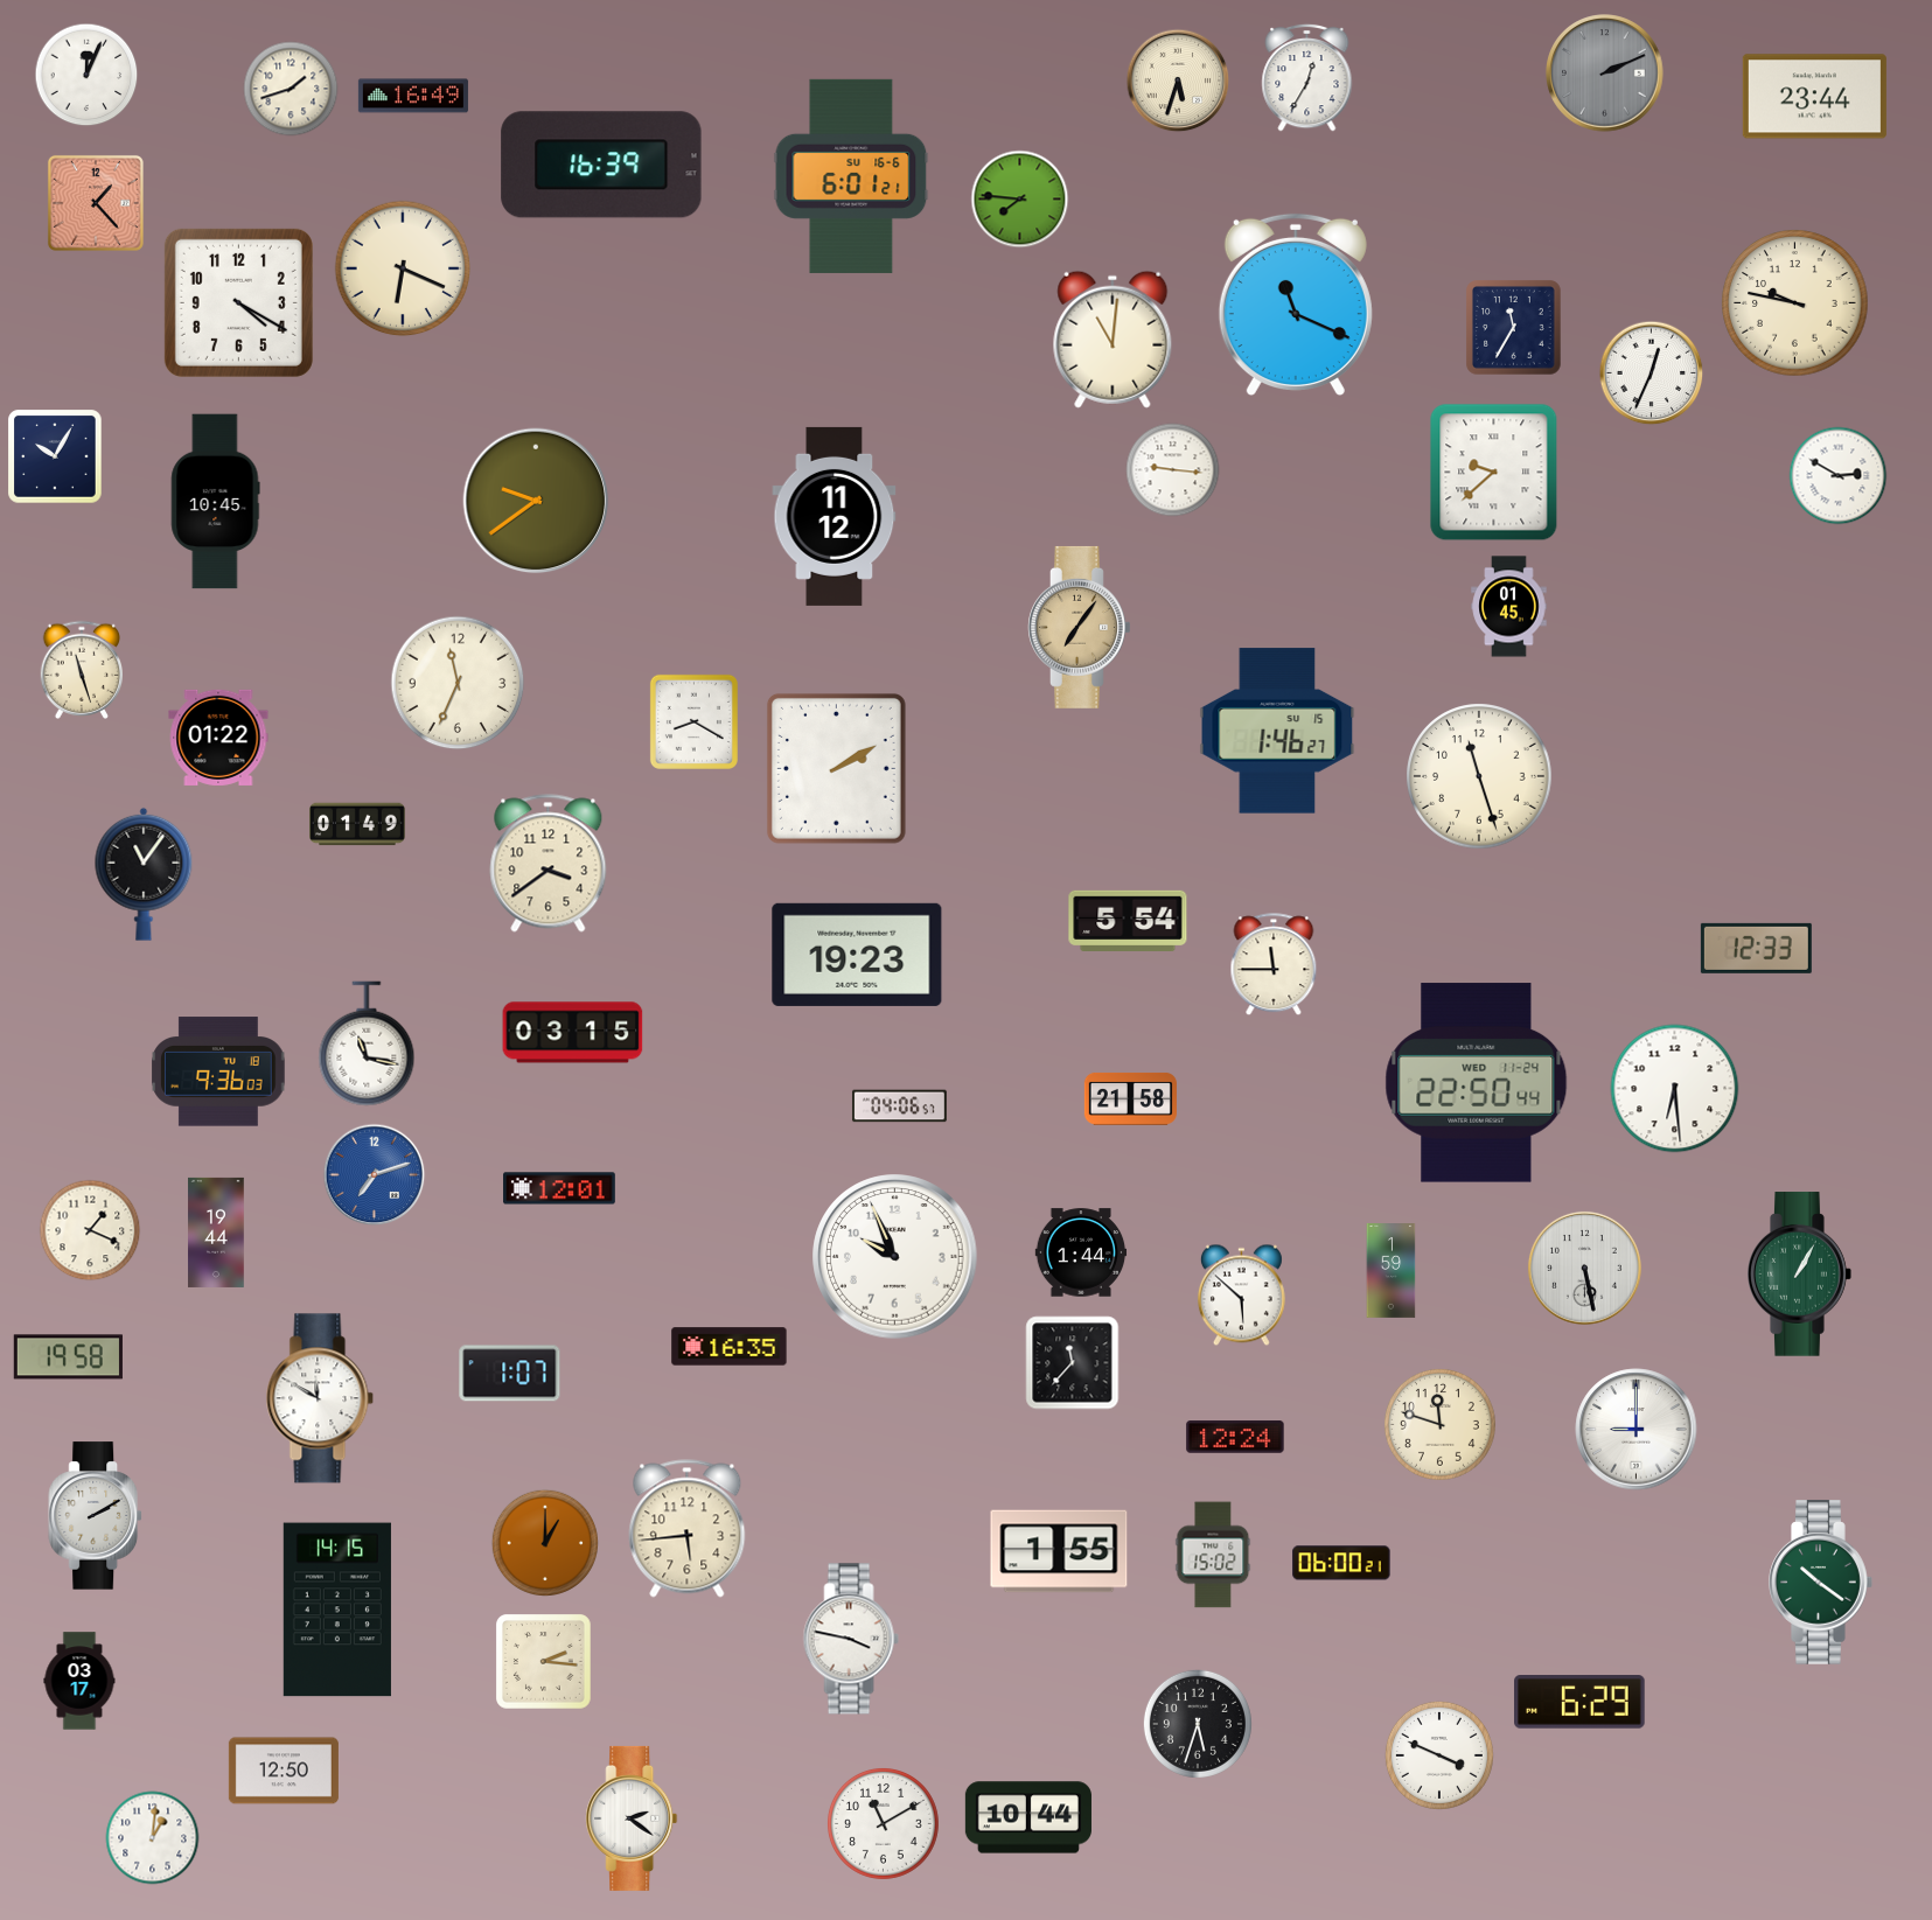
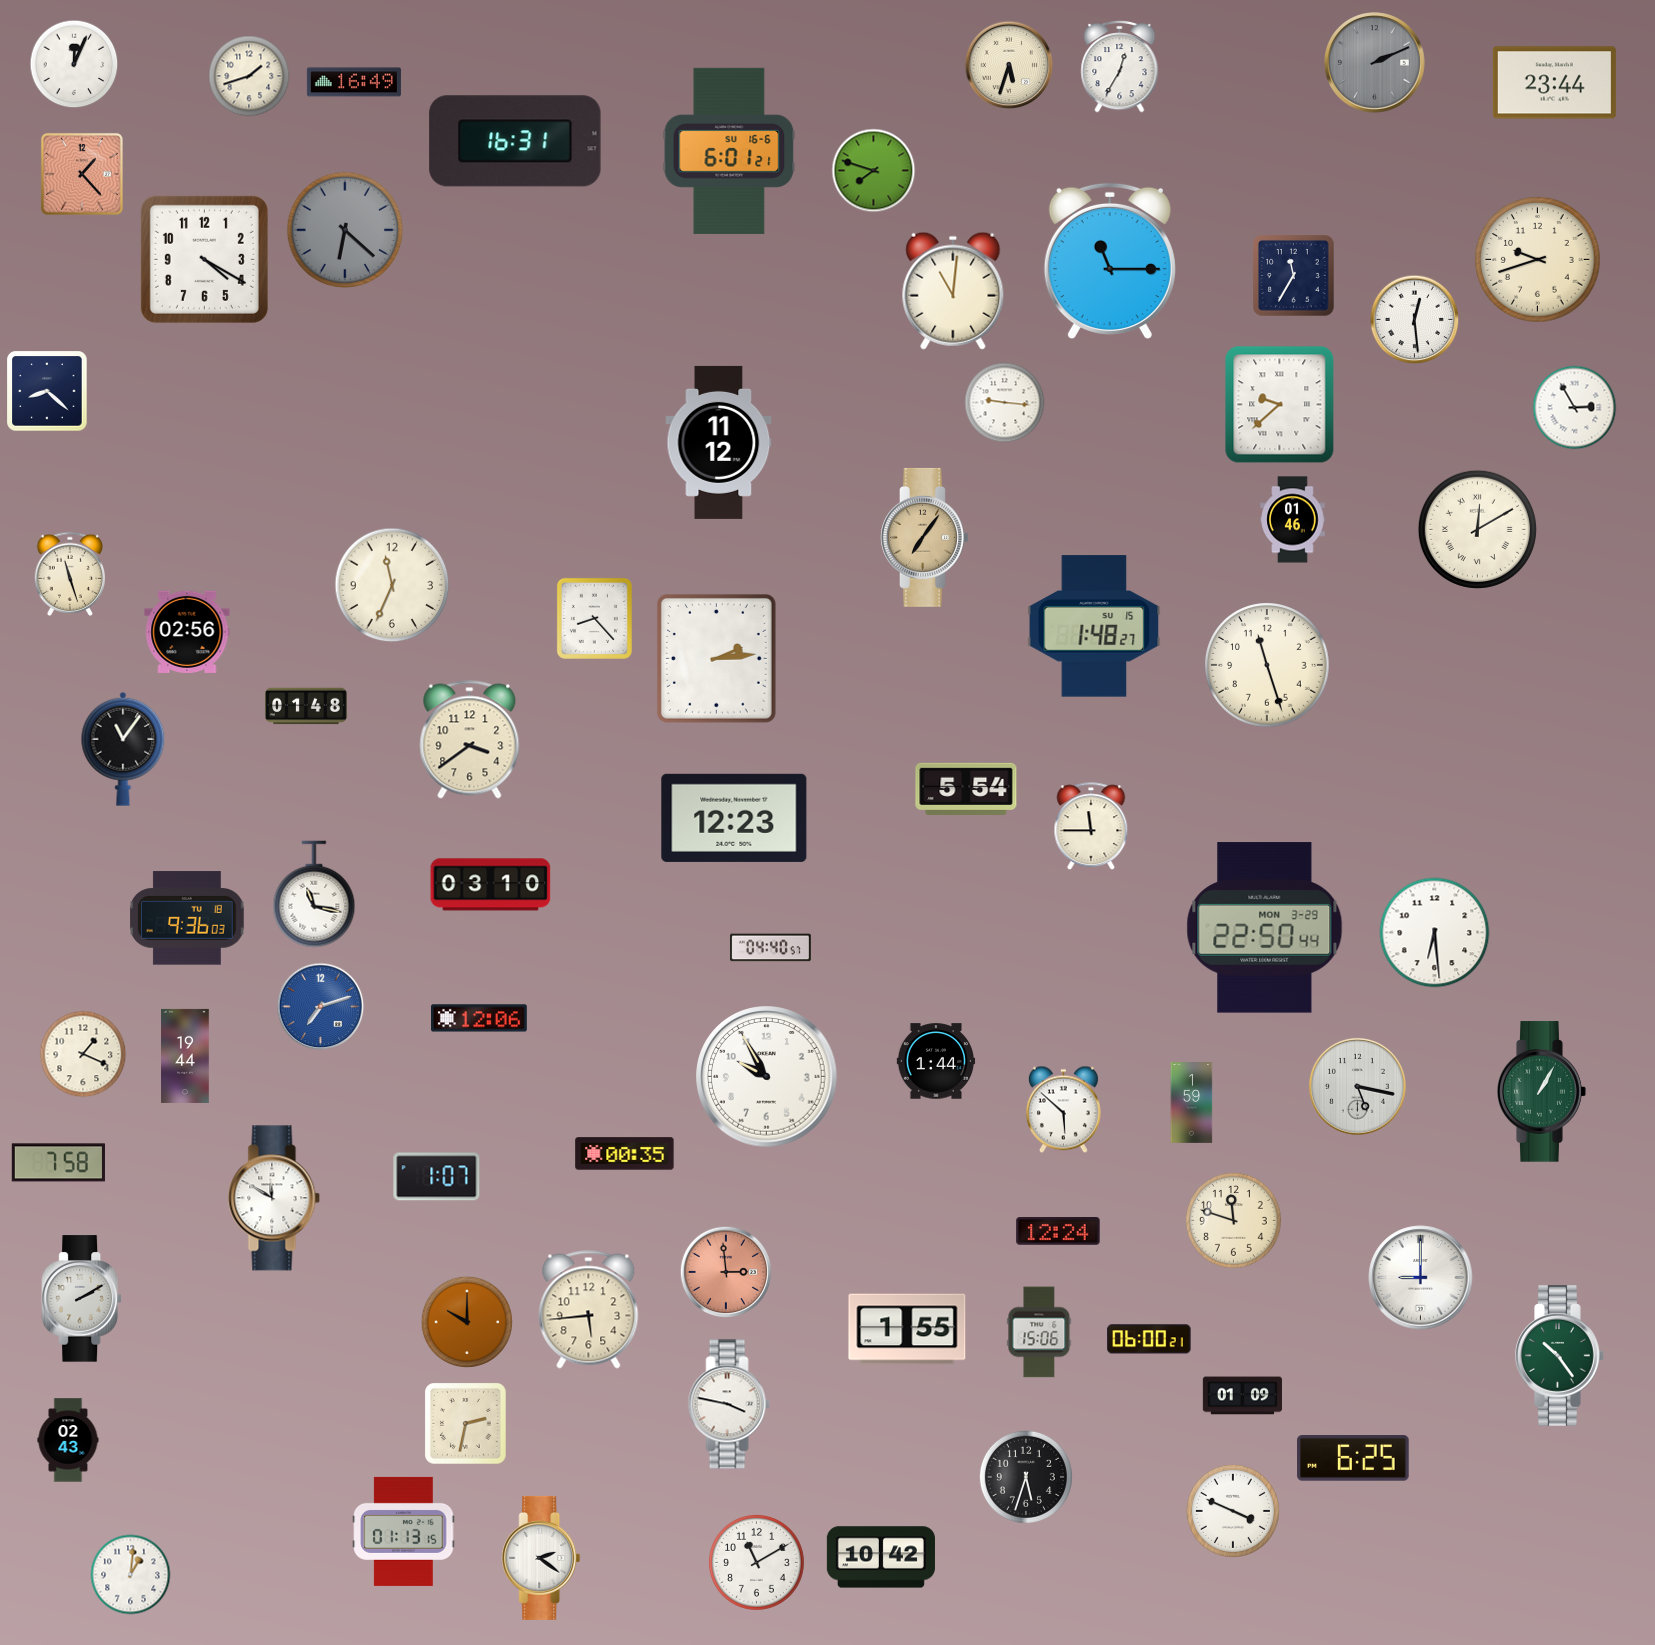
clock at (1178, 81) position: (1178, 81) -> (1009, 65)
clock at (601, 165): 16:39 -> 16:31
clock at (1020, 200): 7:46 -> 7:48
clock at (403, 268): 6:19 -> 6:22
clock at (403, 268) dial: cream -> grey
clock at (1296, 303): 11:19 -> 11:15
clock at (1795, 303): 9:47 -> 9:42
clock at (1514, 328) position: (1514, 328) -> (1294, 276)
clock at (1652, 373): 12:34 -> 12:29
clock at (55, 456): 10:05 -> 8:22
clock at (1839, 476): 2:50 -> 2:55
clock at (536, 501): 9:39 -> none
clock at (216, 502): 10:45 -> none
clock at (835, 516) position: (835, 516) -> (719, 442)
clock at (1509, 607): 01:45 -> 01:46
clock at (1477, 529): none -> 12:10
clock at (693, 721): 8:20 -> 8:23
clock at (1277, 731): 1:46 -> 1:48
clock at (218, 738): 01:22 -> 02:56
clock at (836, 768): 2:10 -> 2:14
clock at (357, 824): 01:49 -> 01:48
clock at (1756, 948): 12:33 -> none
clock at (857, 955): 19:23 -> 12:23
clock at (573, 1033): 03:15 -> 03:10
clock at (1477, 1083) date: WED 11-24 -> MON 3-29
clock at (1130, 1098): 21:58 -> none
clock at (899, 1106): 04:06 -> 04:40
clock at (560, 1188): 12:01 -> 12:06
clock at (90, 1230) position: (90, 1230) -> (83, 1054)
clock at (1081, 1252) position: (1081, 1252) -> (936, 1061)
clock at (895, 1257): 9:56 -> 9:55
clock at (1584, 1268): 5:28 -> 5:17
clock at (1392, 1271) position: (1392, 1271) -> (1192, 1103)
clock at (730, 1347): 16:35 -> 00:35
clock at (68, 1357): 19:58 -> 7:58
clock at (1073, 1363): 11:37 -> none
clock at (1637, 1430) position: (1637, 1430) -> (1421, 1278)
clock at (725, 1271): none -> 2:59
clock at (544, 1542): 1:00 -> 10:00
clock at (1213, 1555): 15:02 -> 15:06
clock at (1821, 1583): 10:21 -> 10:24
clock at (337, 1610): 14:15 -> none
clock at (1242, 1396): none -> 01:09
clock at (544, 1662): 2:16 -> 2:32
clock at (79, 1681): 03:17 -> 02:43
clock at (1579, 1702): 6:29 -> 6:25
clock at (1439, 1755) position: (1439, 1755) -> (1233, 1511)
clock at (284, 1771): 12:50 -> none
clock at (404, 1531): none -> 01:13
clock at (1028, 1817): 10:44 -> 10:42
